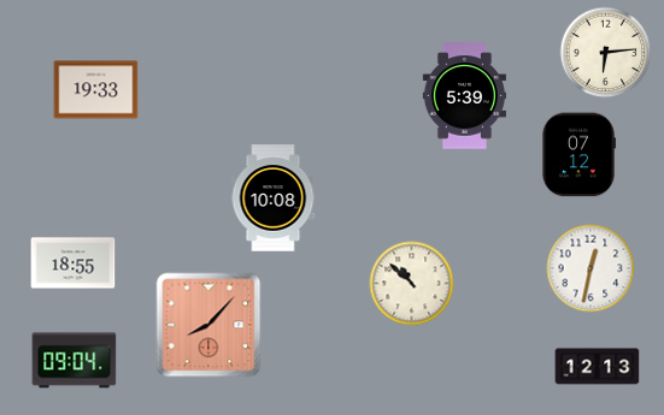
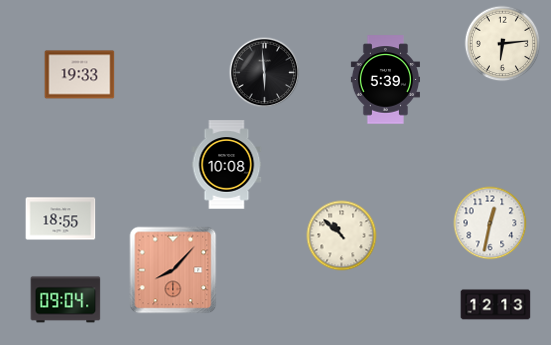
clock at (265, 73): none -> 5:59
clock at (580, 155): 07:12 -> none
clock at (75, 361) position: (75, 361) -> (66, 300)
